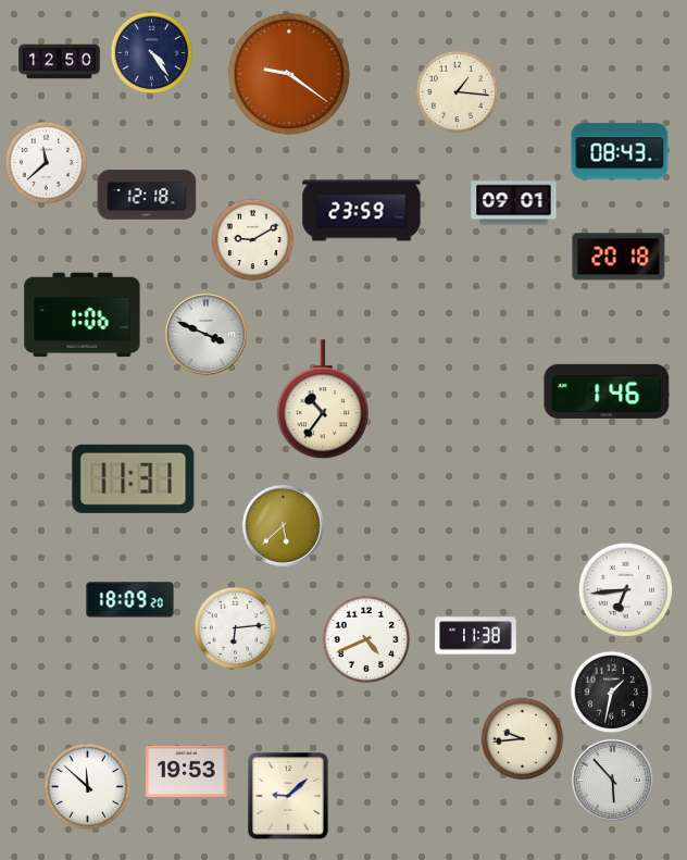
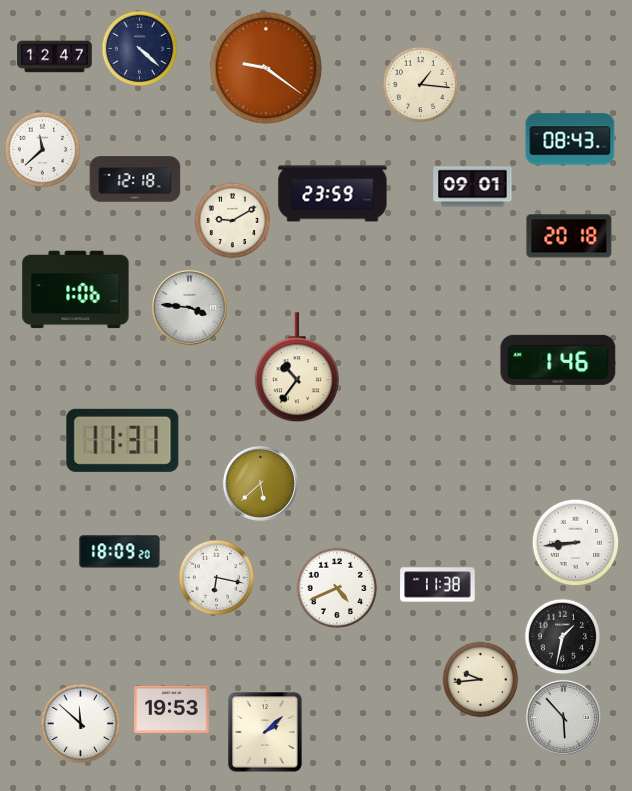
clock at (152, 53): 4:24 -> 4:22
clock at (60, 62): 12:50 -> 12:47
clock at (205, 334): 3:49 -> 3:46
clock at (626, 590): 6:44 -> 8:44
clock at (236, 628): 6:14 -> 6:17
clock at (288, 796): 9:08 -> 2:08
